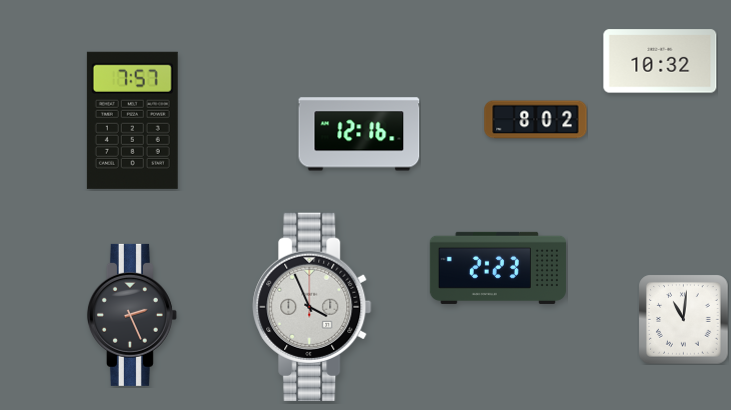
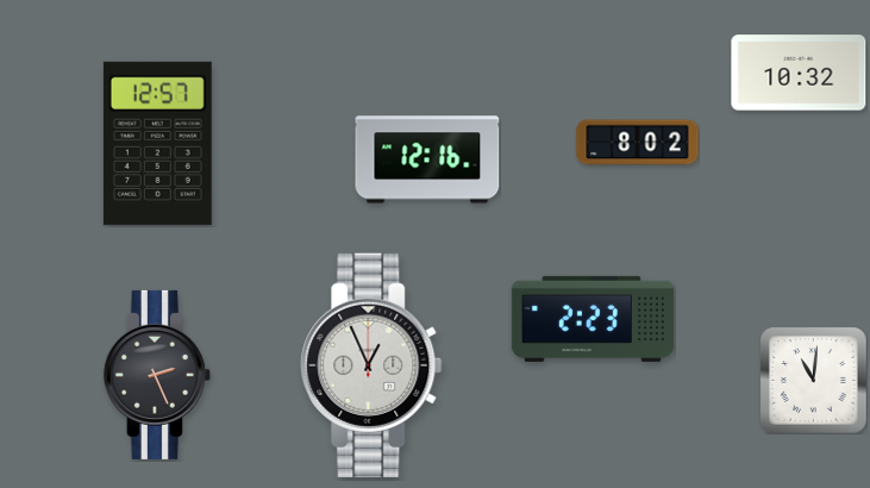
clock at (660, 61) position: (660, 61) -> (799, 73)
clock at (132, 120): 7:57 -> 12:57
clock at (312, 307): 3:56 -> 12:56
